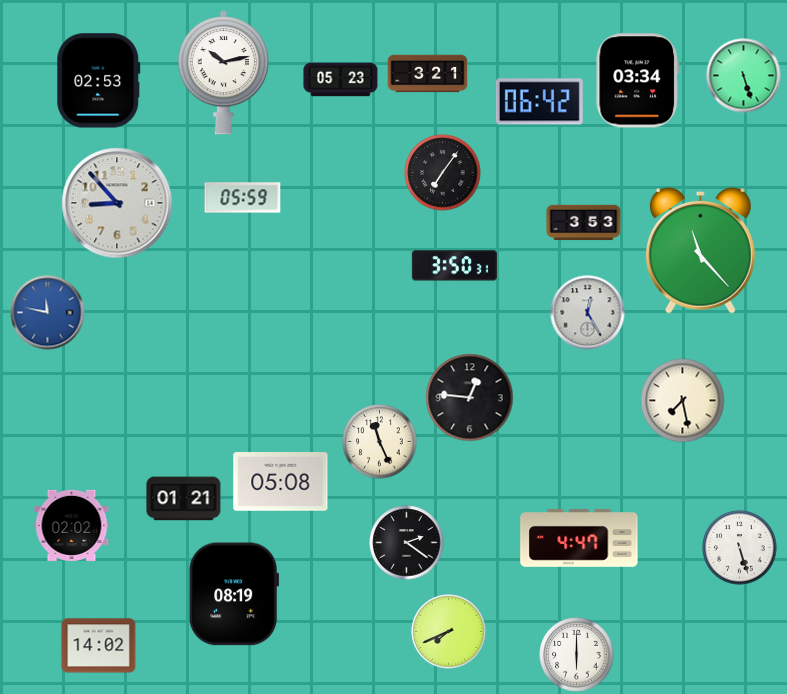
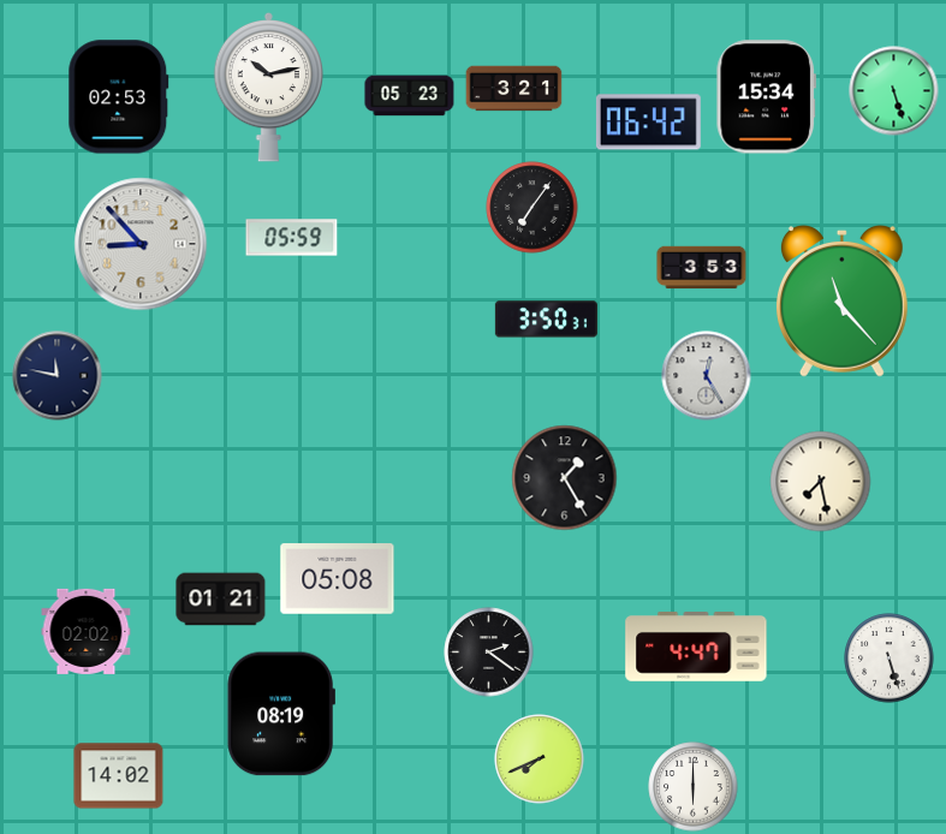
clock at (638, 81): 03:34 -> 15:34
clock at (48, 313) dial: blue -> navy
clock at (470, 398): 12:46 -> 1:25
clock at (380, 442): 11:26 -> none
